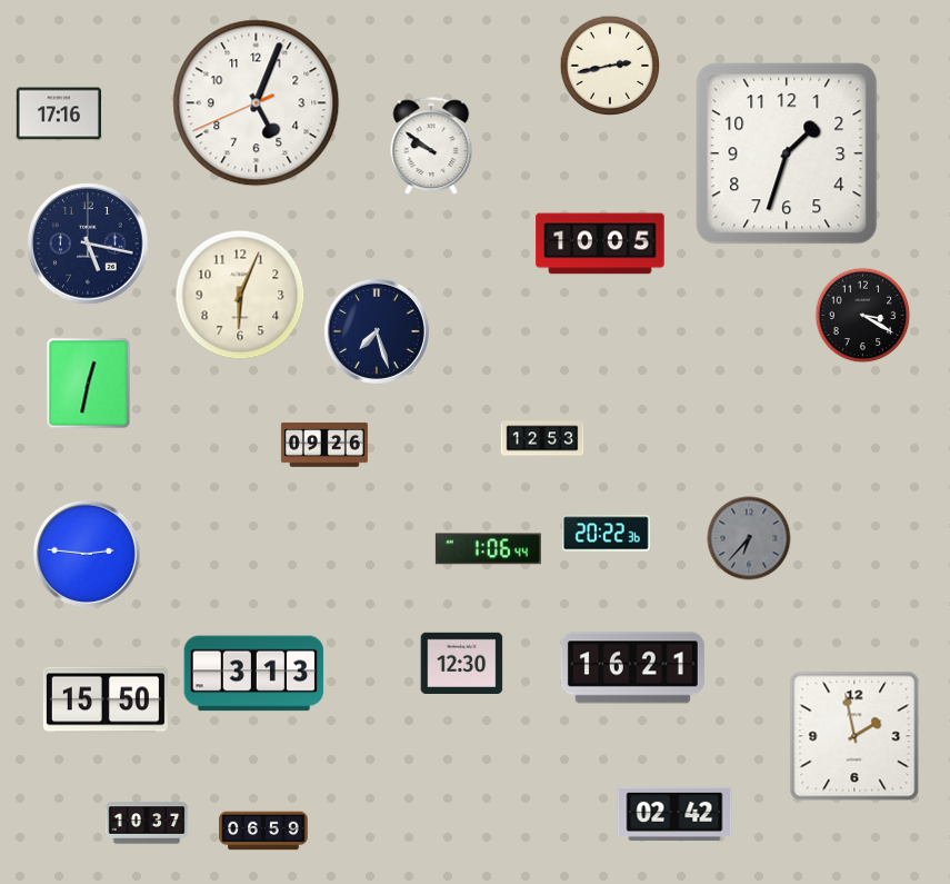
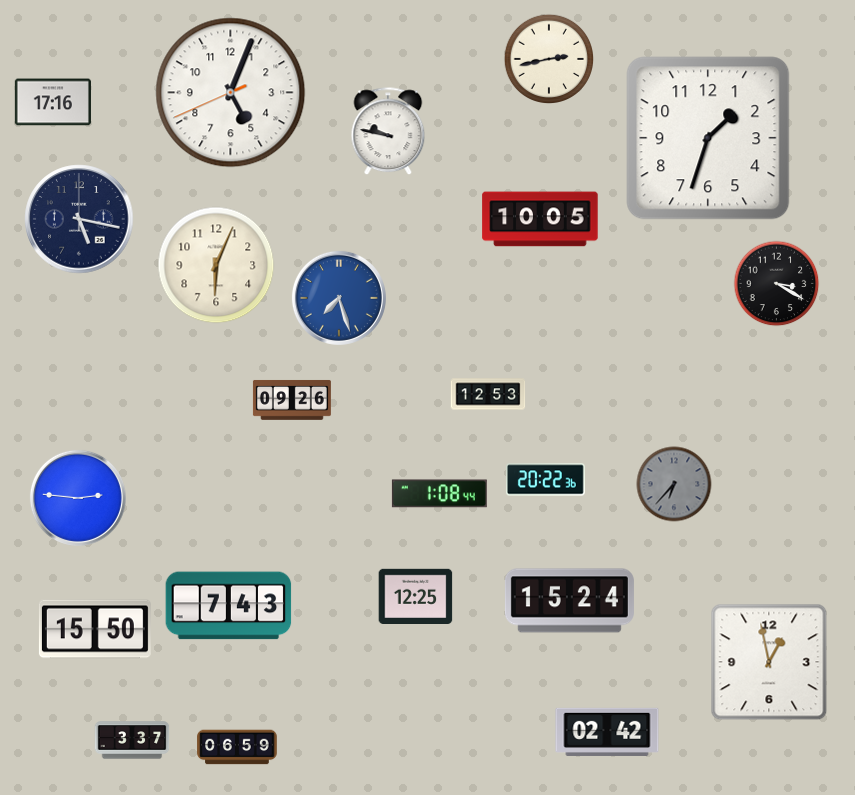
clock at (431, 147): 9:51 -> 9:47
clock at (377, 331) dial: navy -> blue
clock at (89, 384): 12:32 -> none
clock at (488, 549): 1:06 -> 1:08
clock at (462, 663): 12:30 -> 12:25
clock at (632, 668): 16:21 -> 15:24
clock at (254, 674): 3:13 -> 7:43
clock at (854, 736): 1:58 -> 12:58
clock at (147, 823): 10:37 -> 3:37
